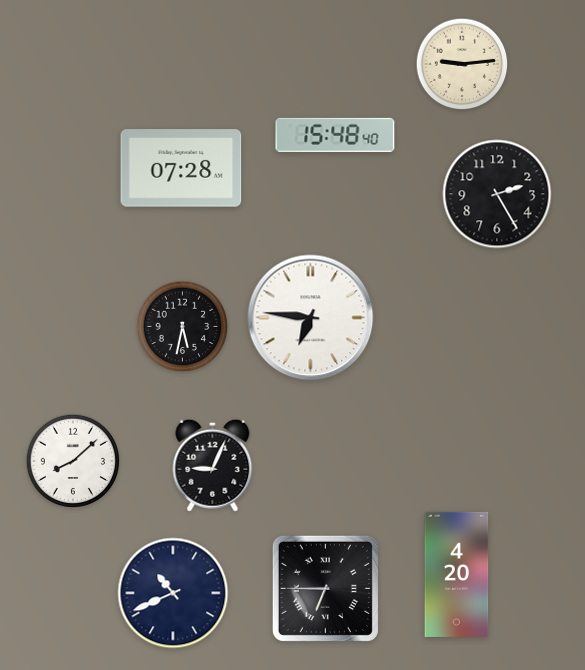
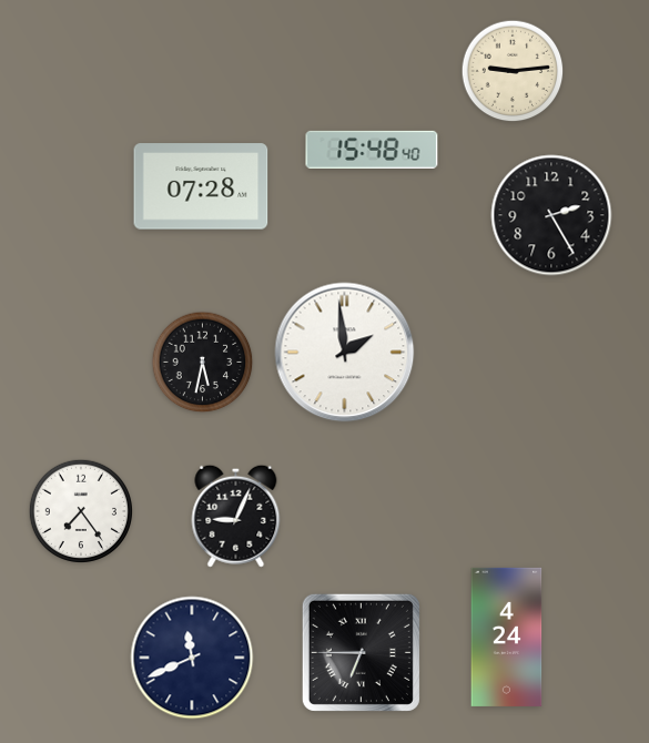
clock at (311, 318): 6:46 -> 1:59
clock at (72, 460): 8:08 -> 7:24
clock at (457, 574): 4:20 -> 4:24
clock at (173, 593): 10:41 -> 11:41
